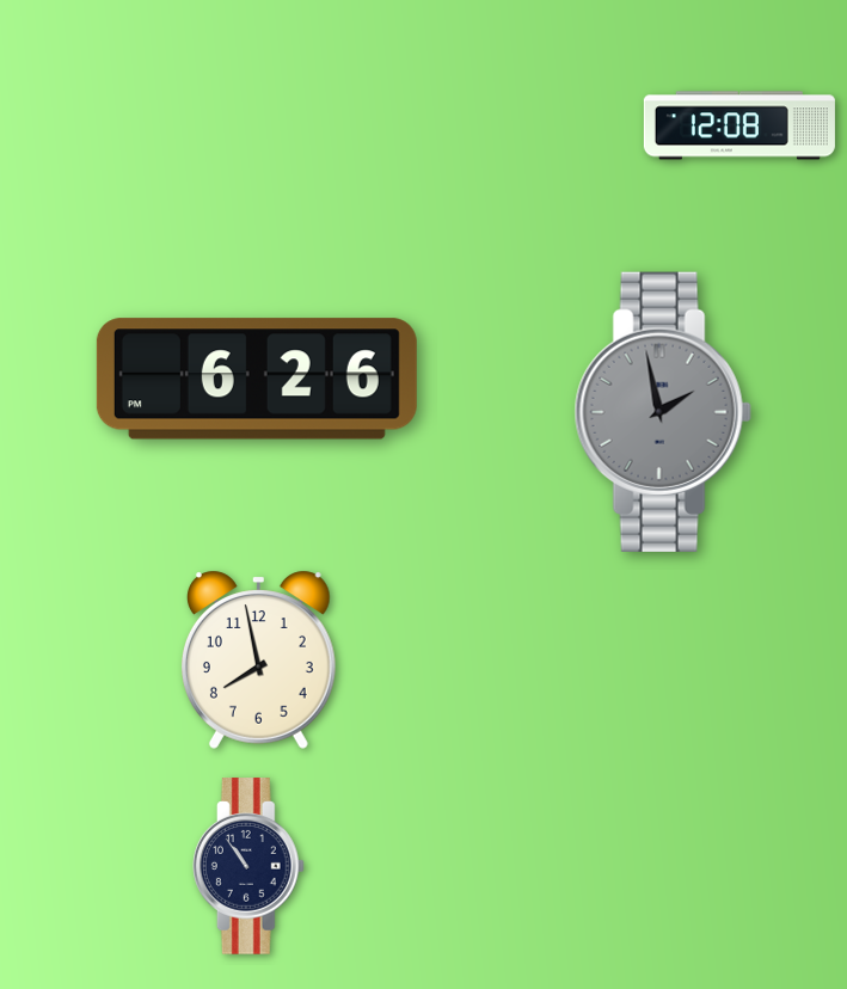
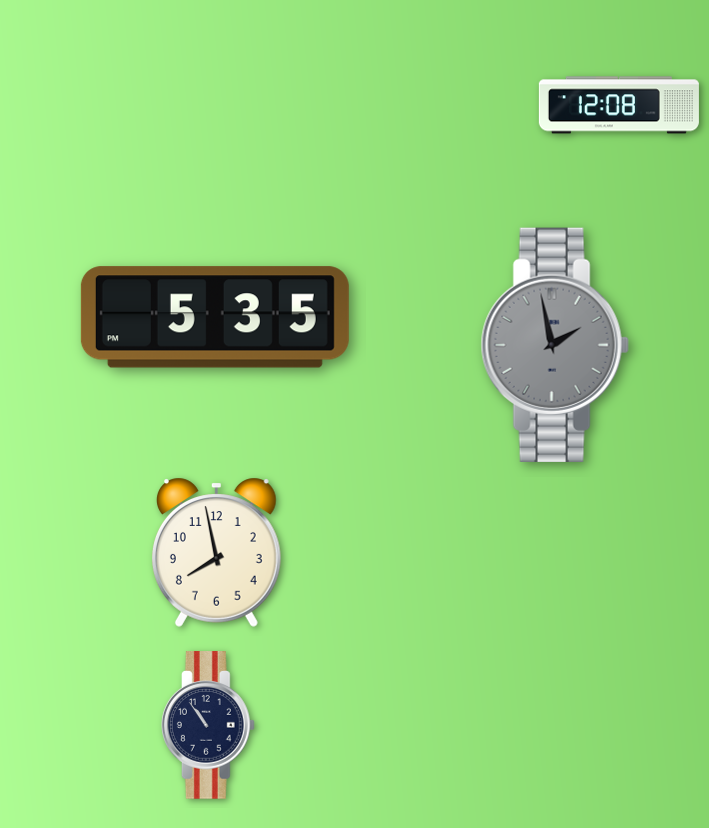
clock at (257, 379): 6:26 -> 5:35
